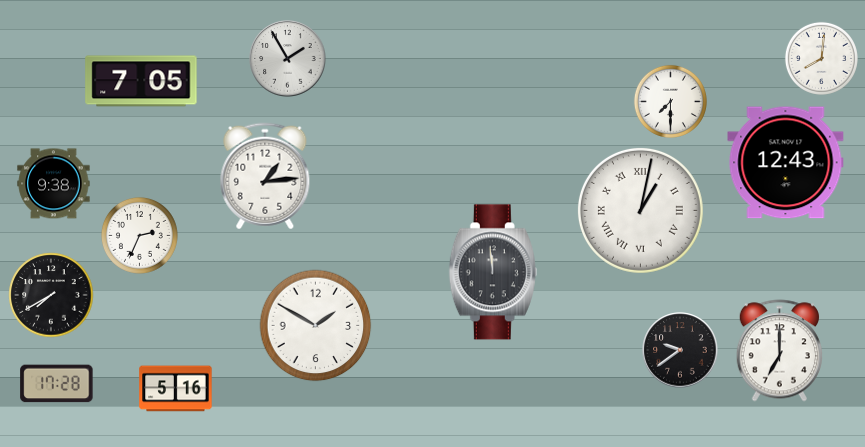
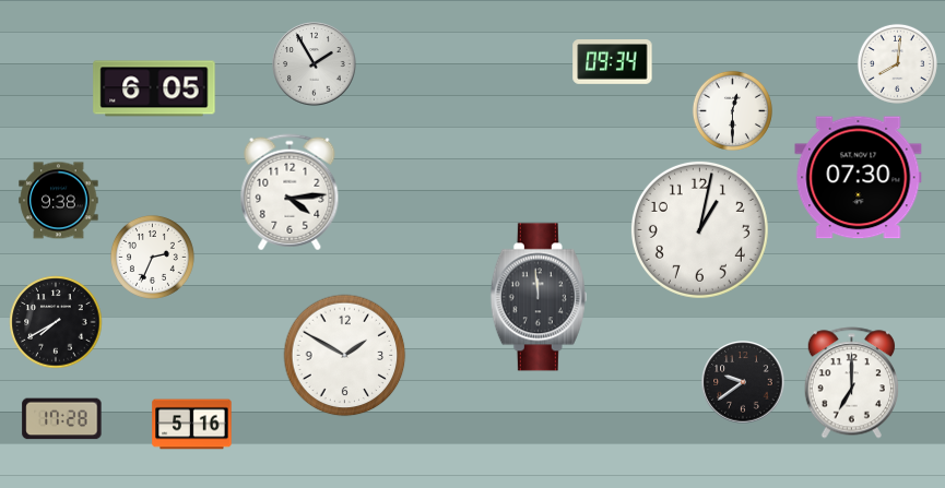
clock at (613, 62): none -> 09:34
clock at (141, 81): 7:05 -> 6:05
clock at (670, 101): 7:30 -> 12:30
clock at (786, 163): 12:43 -> 07:30
clock at (265, 176): 1:14 -> 4:14
clock at (640, 210) numerals: Roman -> Arabic
